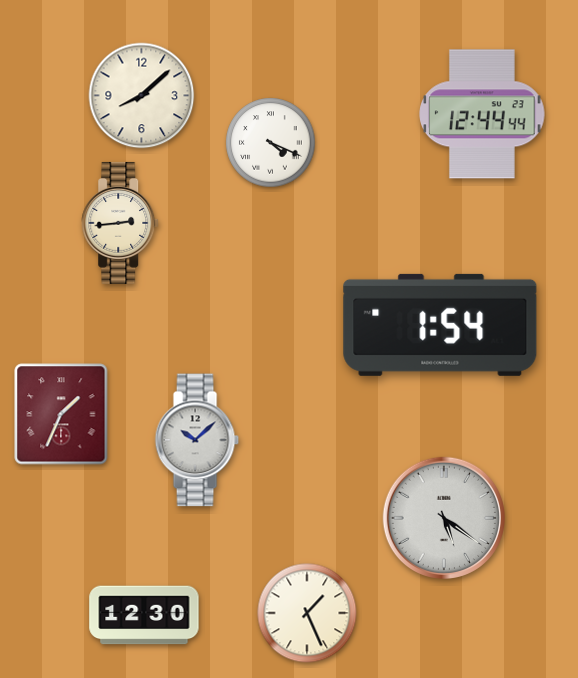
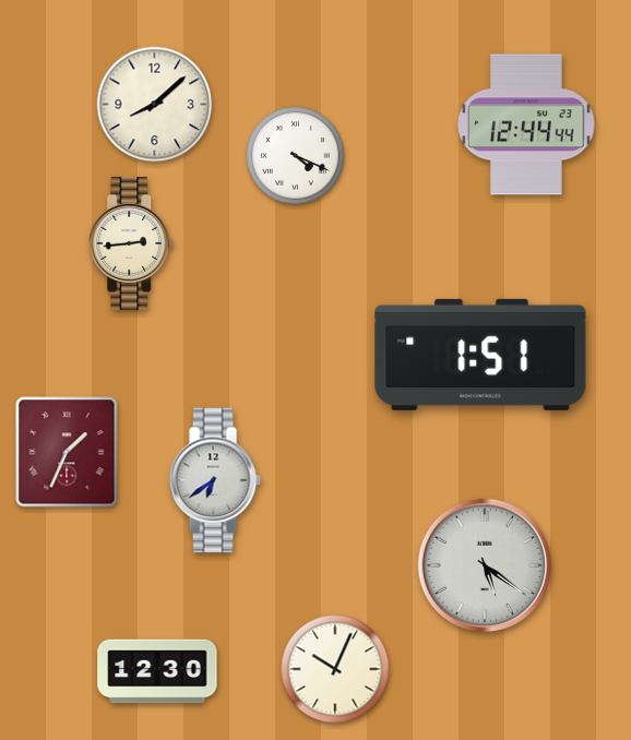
clock at (440, 325): 1:54 -> 1:51
clock at (197, 440): 10:08 -> 6:39
clock at (307, 613): 1:26 -> 10:04
